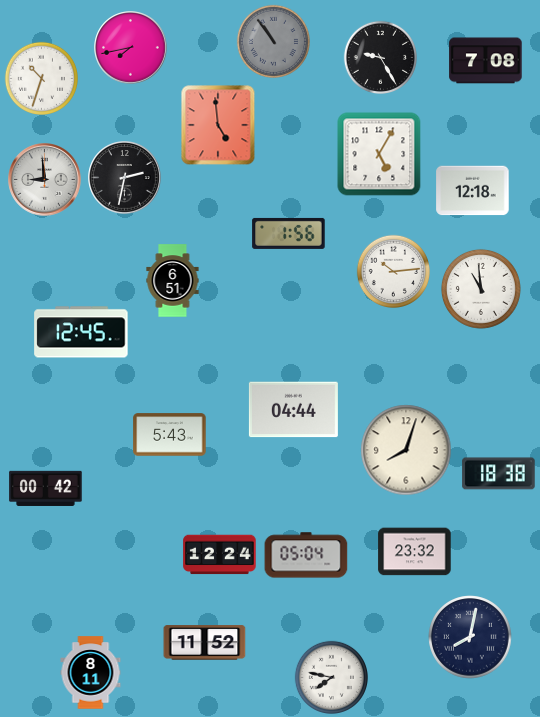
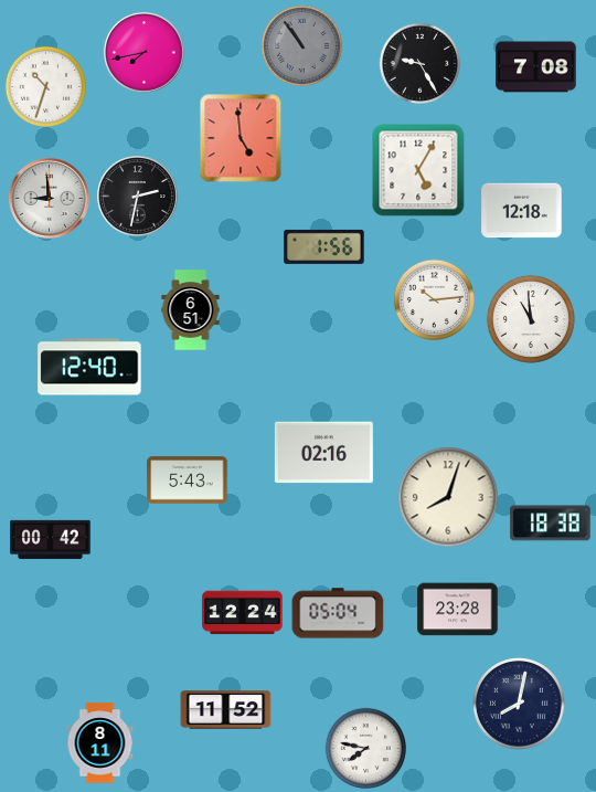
clock at (289, 233) position: (289, 233) -> (324, 246)
clock at (81, 332): 12:45 -> 12:40
clock at (293, 410): 04:44 -> 02:16
clock at (415, 552): 23:32 -> 23:28
